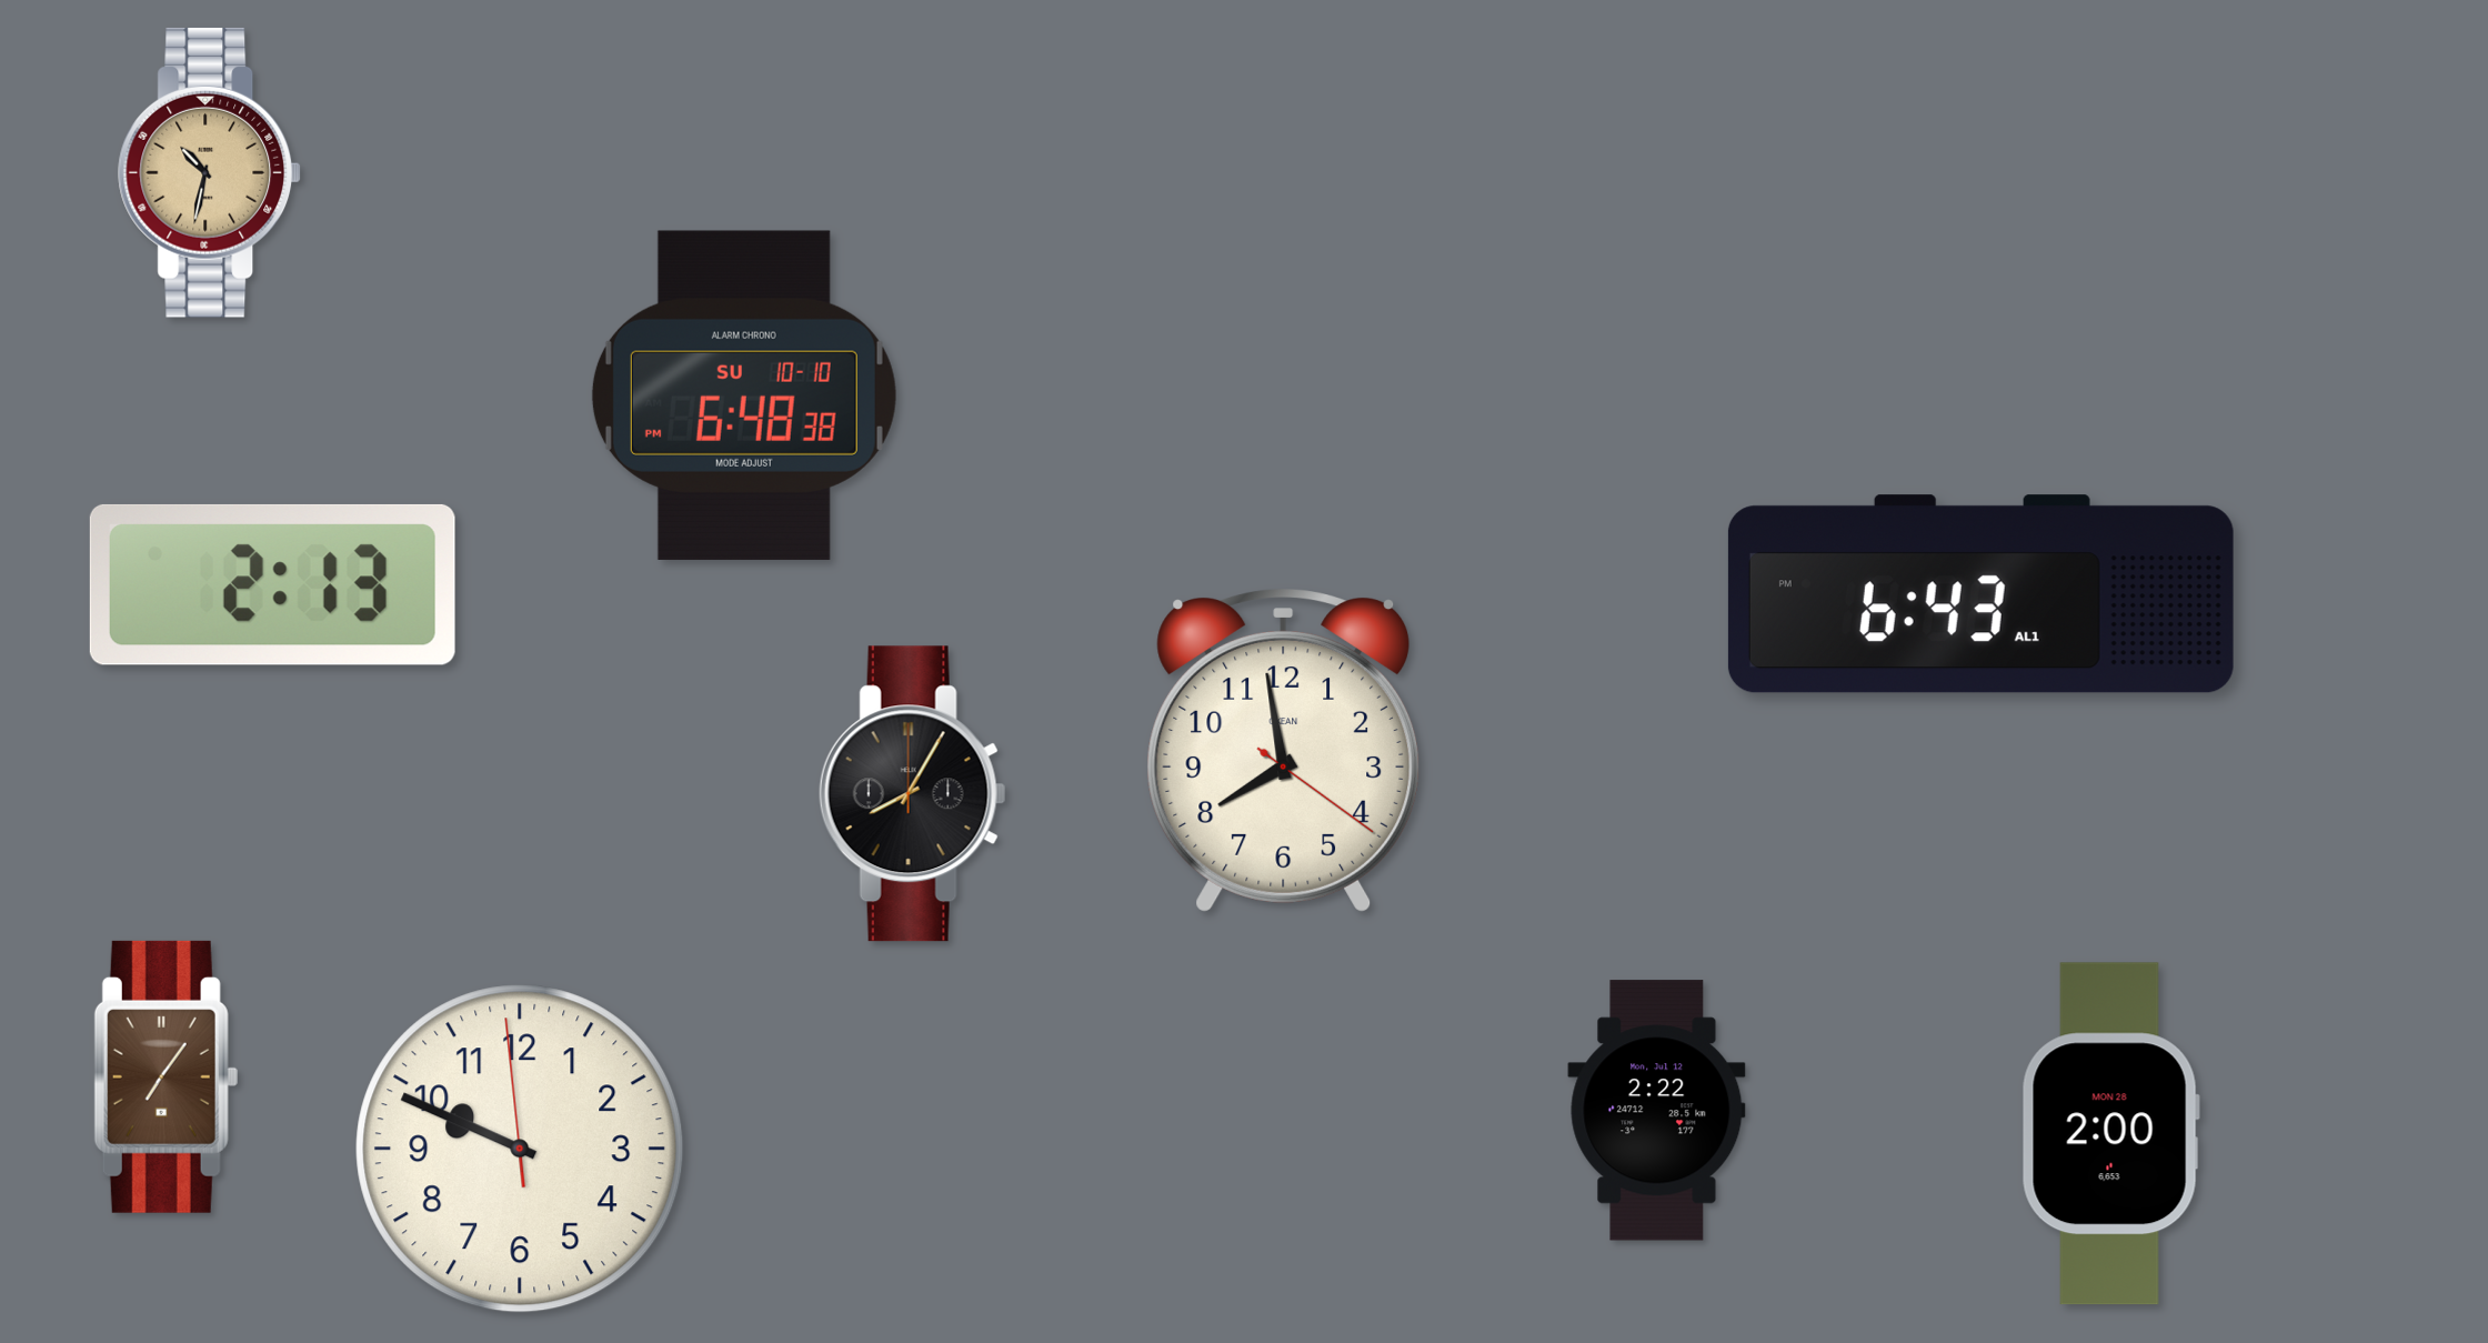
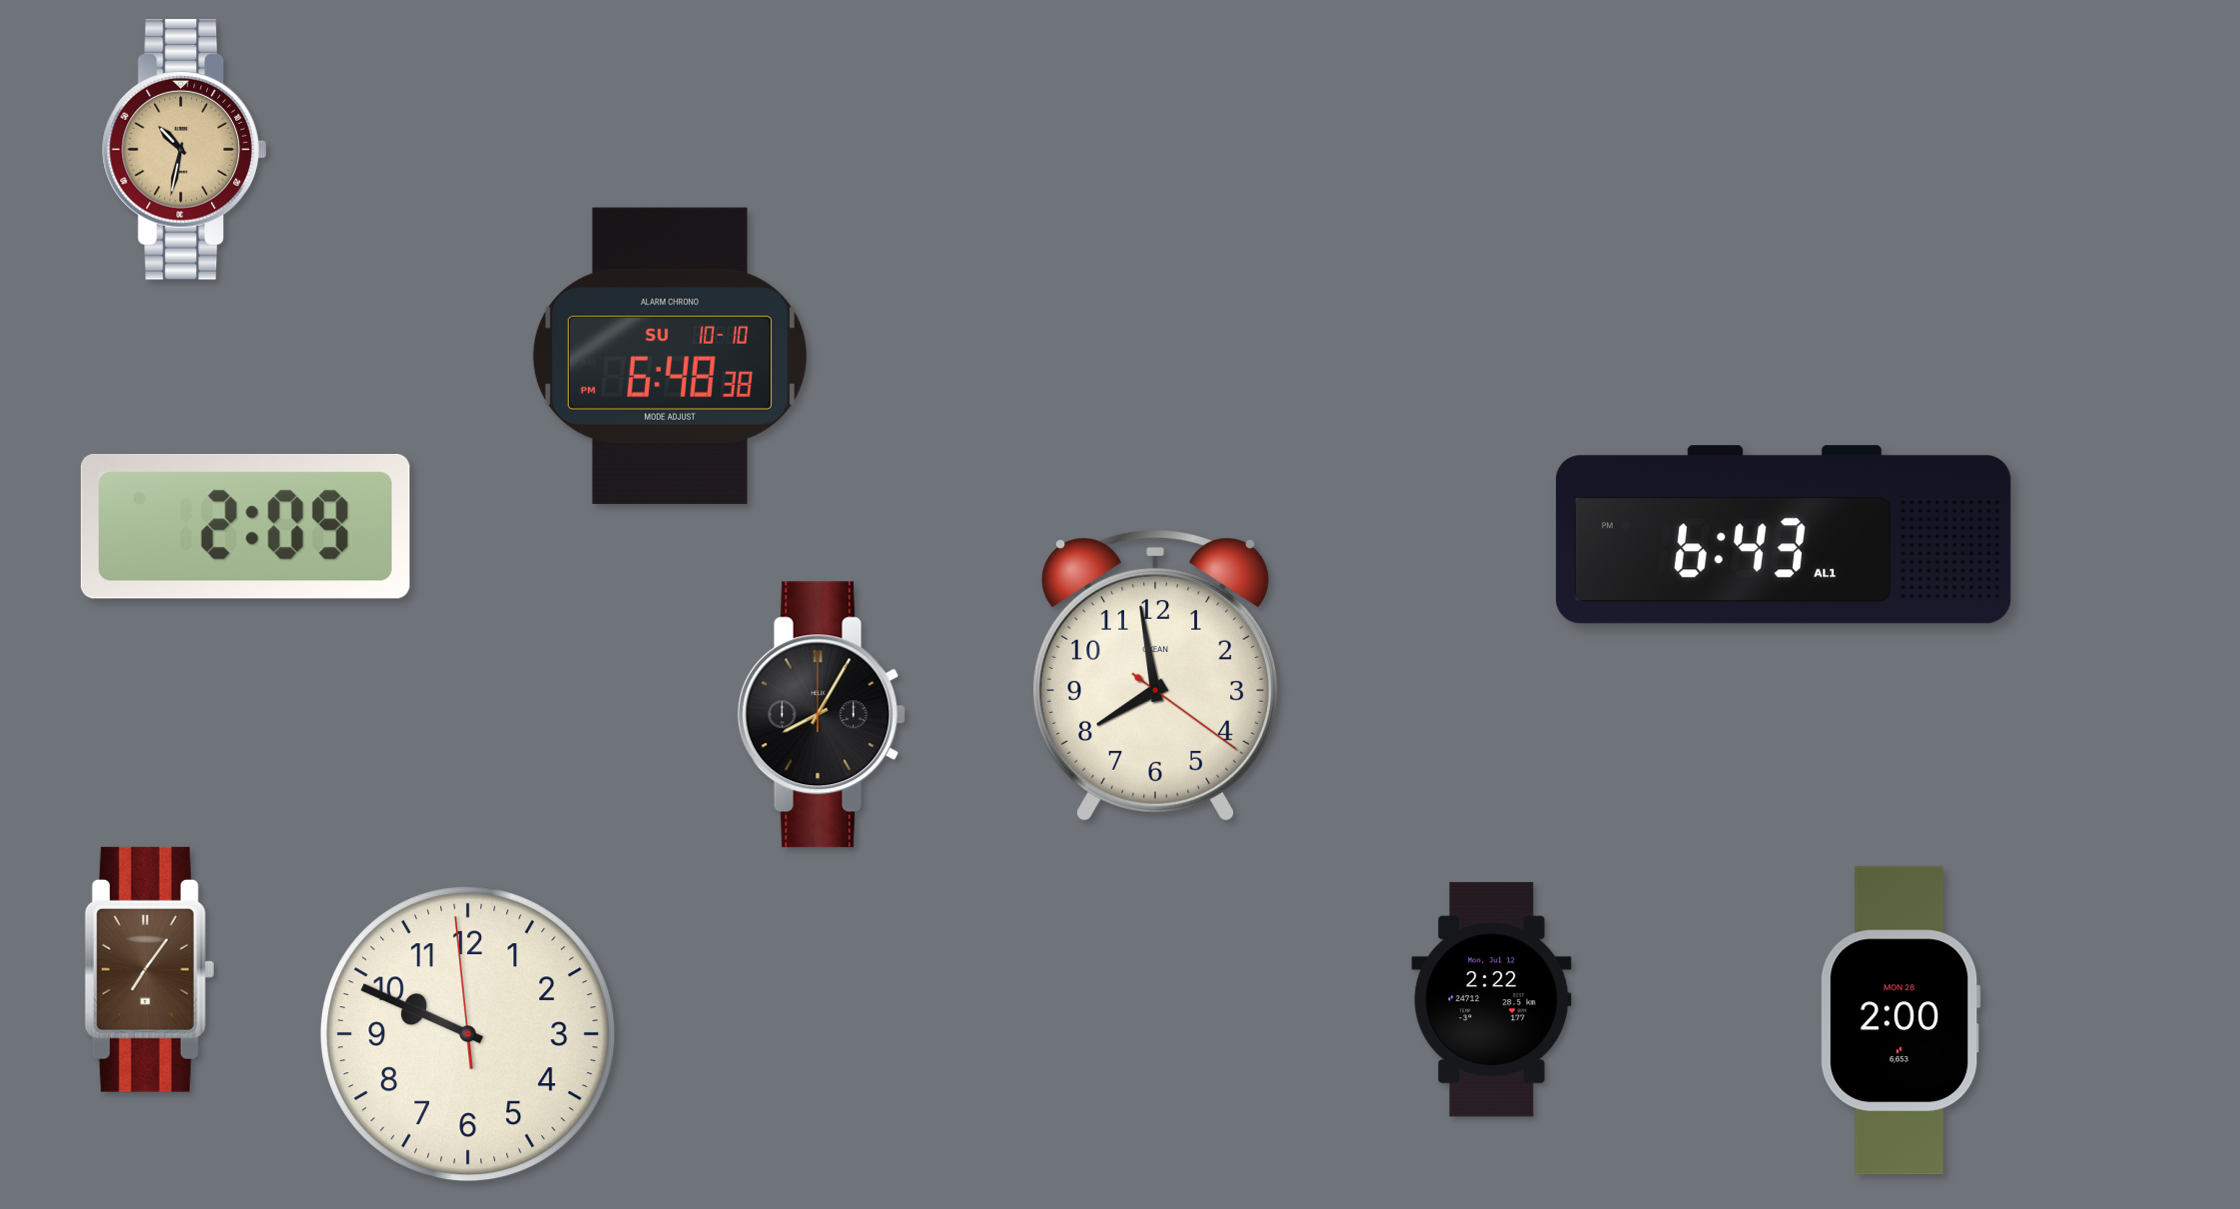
clock at (210, 172) position: (210, 172) -> (185, 149)
clock at (272, 584): 2:13 -> 2:09
